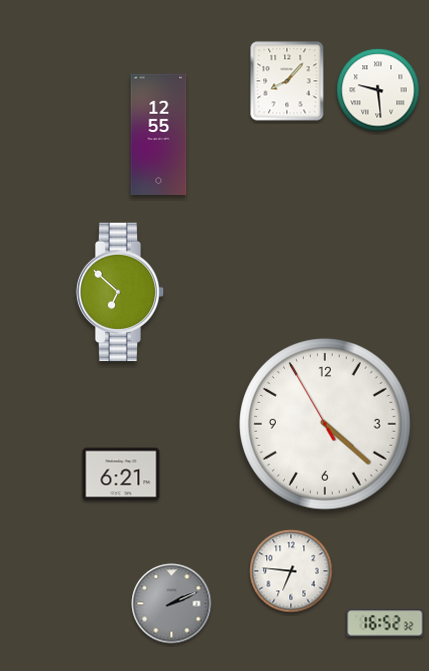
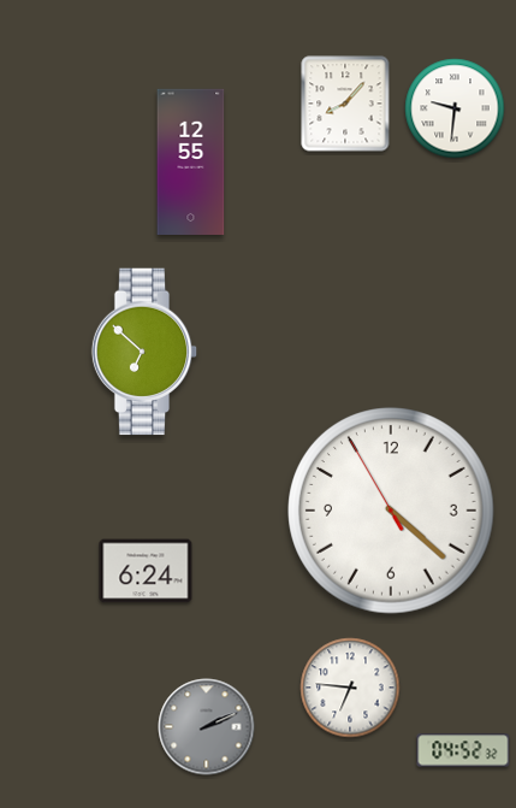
clock at (287, 81) position: (287, 81) -> (345, 104)
clock at (378, 90): 9:29 -> 9:31
clock at (121, 474): 6:21 -> 6:24
clock at (385, 623): 16:52 -> 04:52
